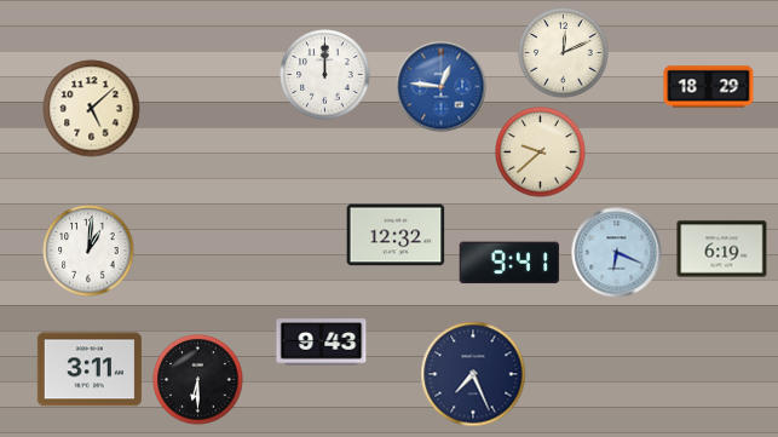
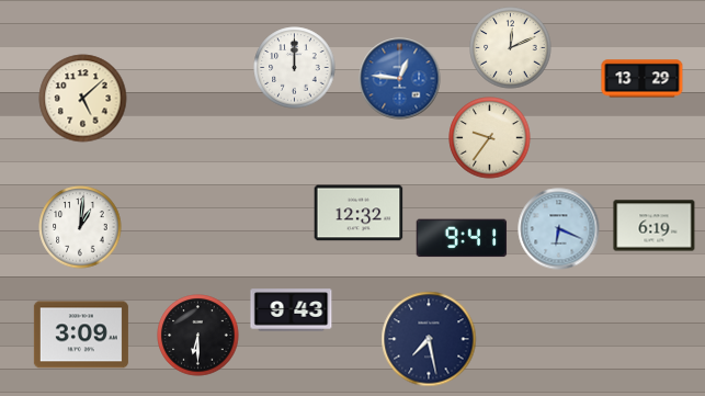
clock at (709, 87): 18:29 -> 13:29
clock at (541, 153): 9:38 -> 9:36
clock at (90, 369): 3:11 -> 3:09
clock at (473, 374): 7:26 -> 7:28
clock at (198, 380) position: (198, 380) -> (198, 336)
